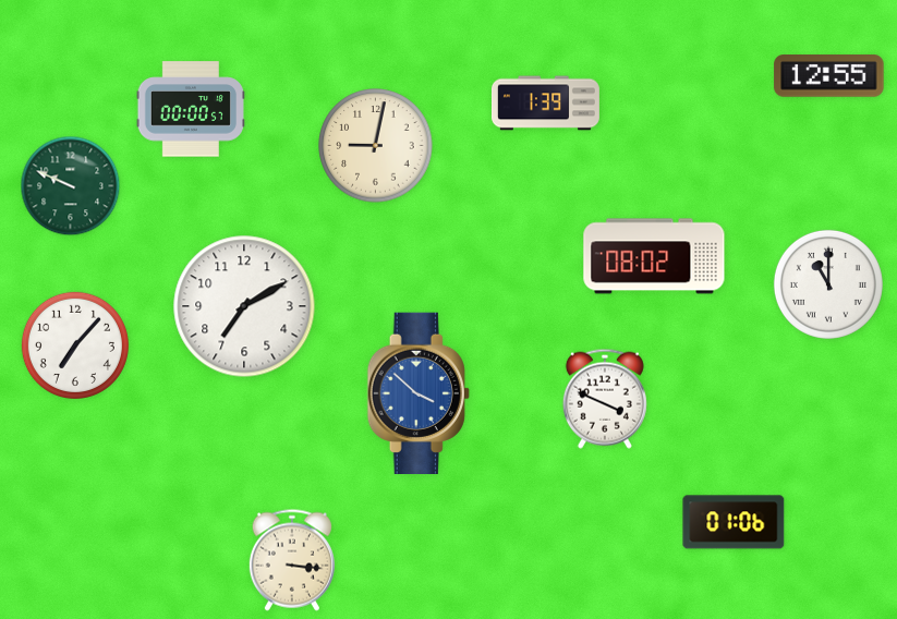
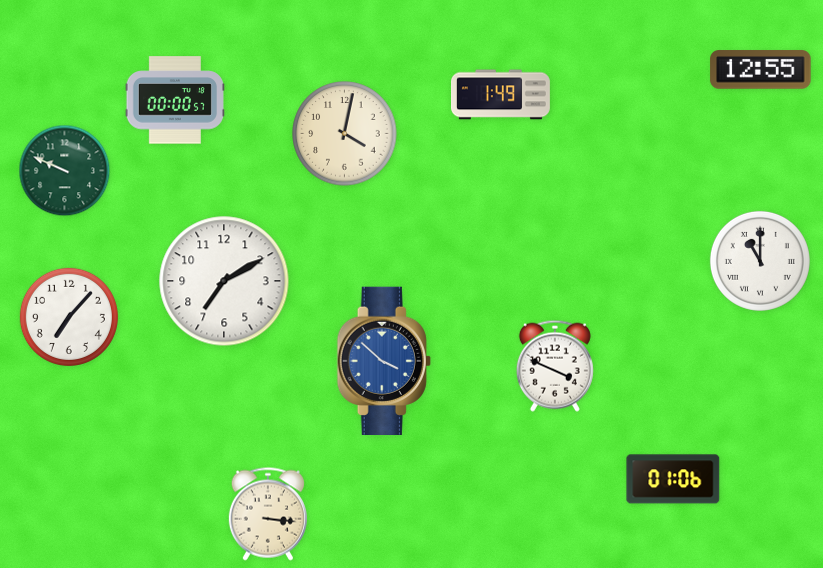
clock at (546, 104): 1:39 -> 1:49
clock at (376, 146): 9:02 -> 4:02
clock at (654, 256): 08:02 -> none
